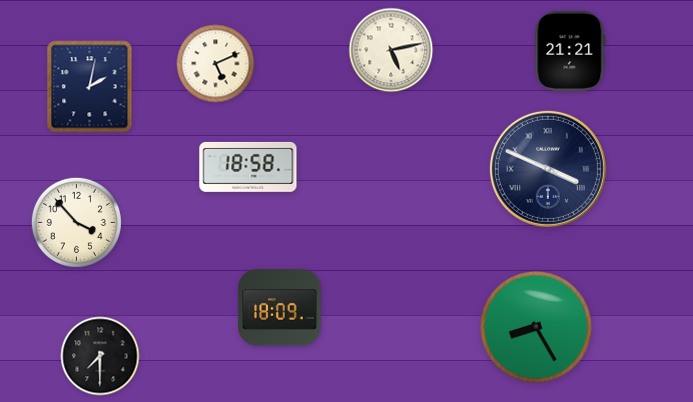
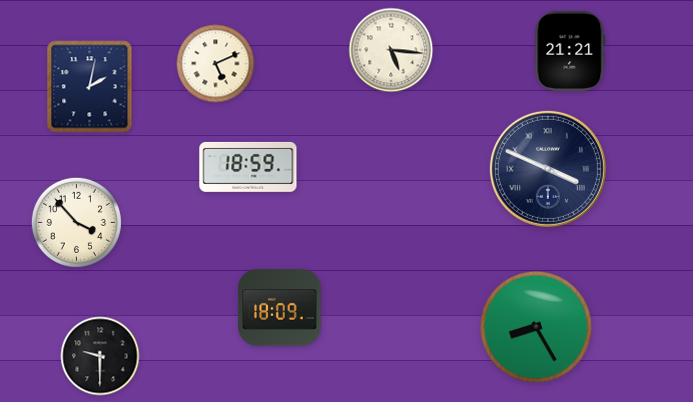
clock at (391, 50): 5:13 -> 5:16
clock at (248, 167): 18:58 -> 18:59
clock at (100, 356): 7:30 -> 9:30
